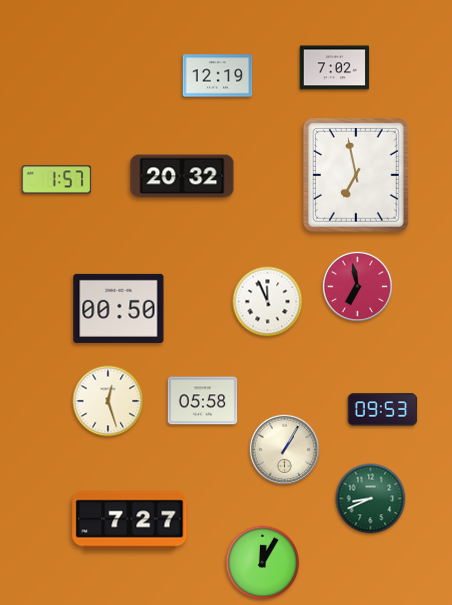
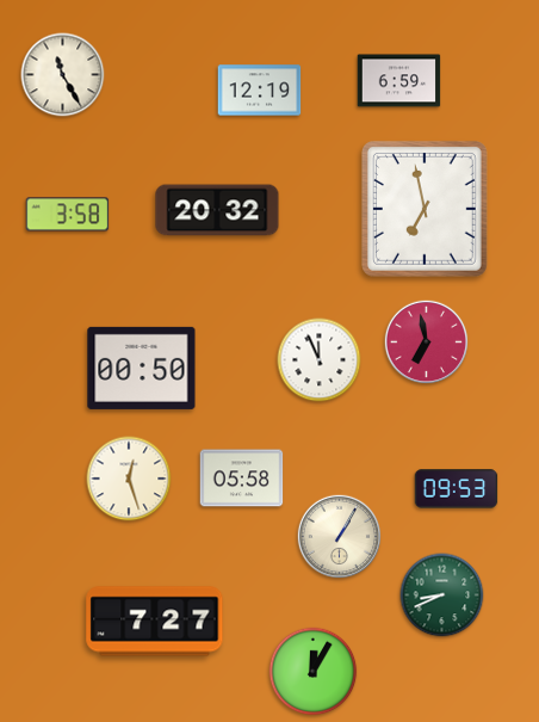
clock at (63, 75): none -> 11:25
clock at (335, 68): 7:02 -> 6:59
clock at (57, 180): 1:57 -> 3:58
